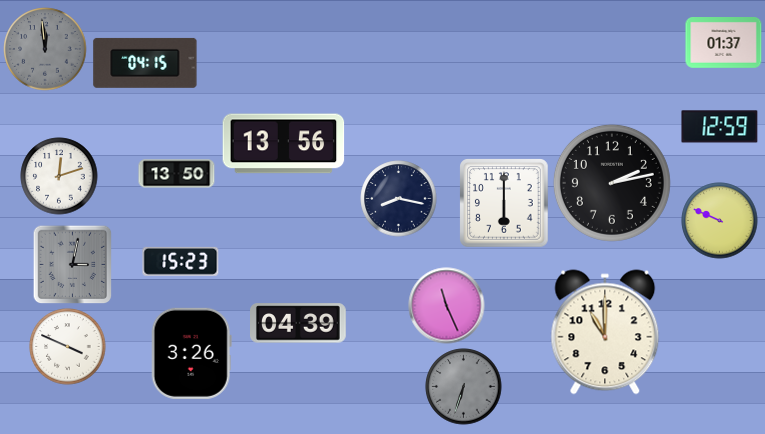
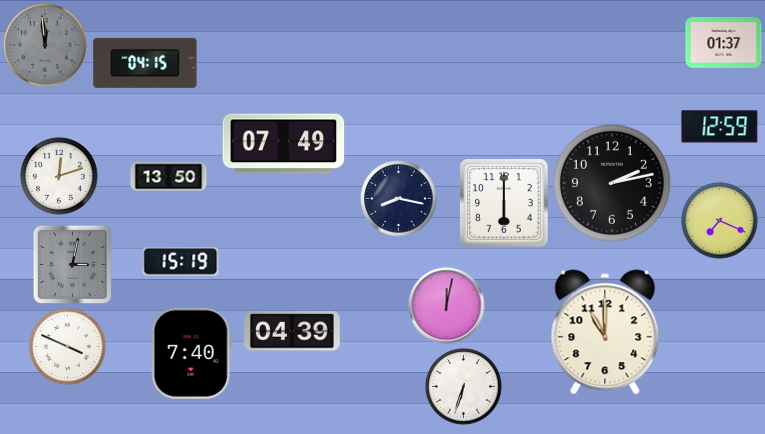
clock at (45, 49) position: (45, 49) -> (45, 45)
clock at (284, 144): 13:56 -> 07:49
clock at (177, 174) position: (177, 174) -> (169, 177)
clock at (720, 221): 9:49 -> 7:19
clock at (181, 261): 15:23 -> 15:19
clock at (447, 306): 11:26 -> 12:02
clock at (299, 323) position: (299, 323) -> (293, 331)
clock at (191, 353): 3:26 -> 7:40
clock at (464, 387) dial: grey -> white
